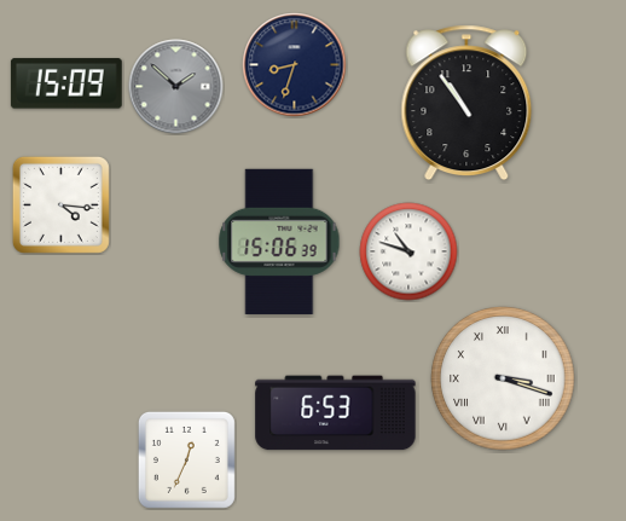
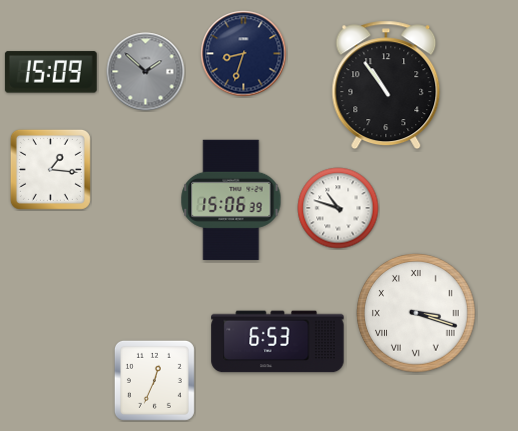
clock at (66, 83) position: (66, 83) -> (51, 72)
clock at (60, 204): 4:16 -> 1:16
